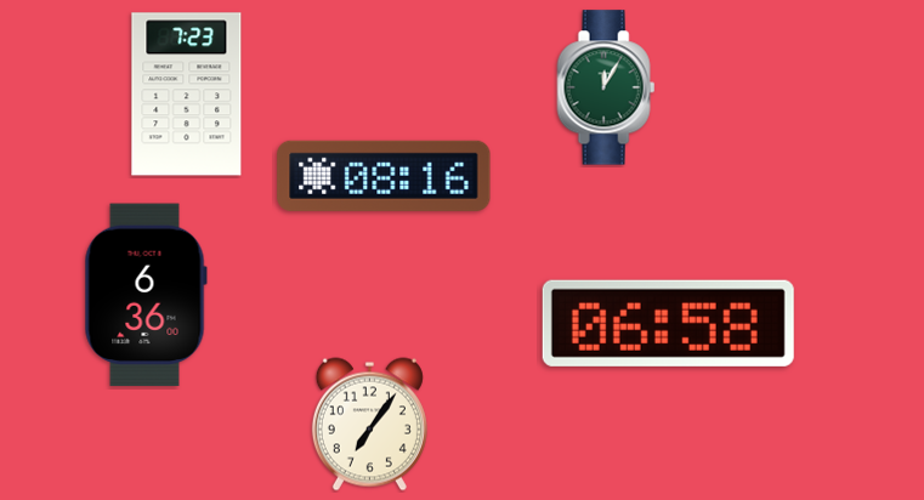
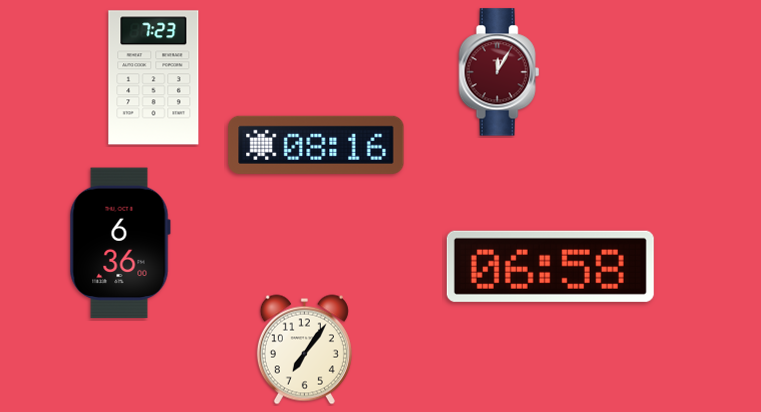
clock at (606, 87) dial: green -> burgundy
